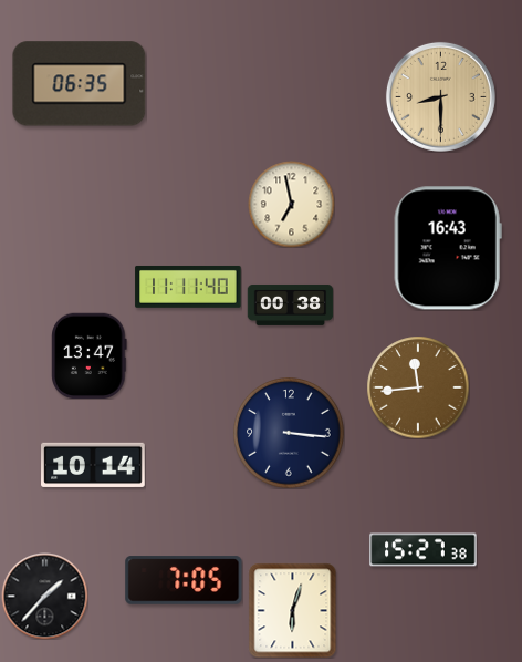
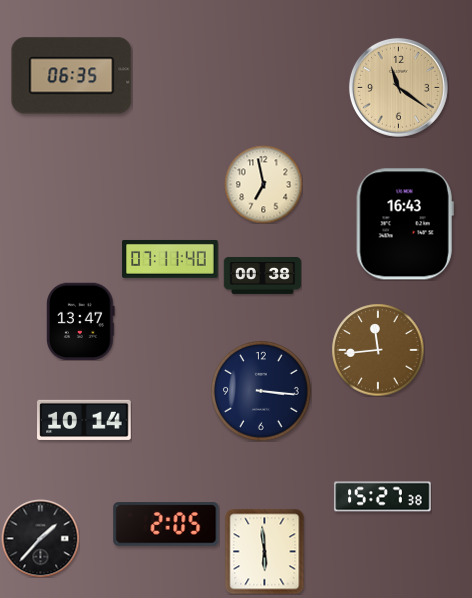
clock at (440, 96): 8:30 -> 11:21
clock at (188, 287): 11:11 -> 07:11
clock at (184, 580): 7:05 -> 2:05
clock at (293, 610): 6:03 -> 5:59
